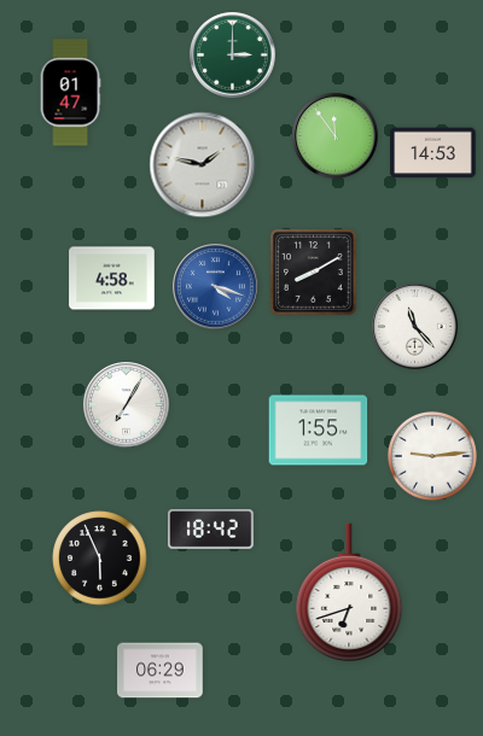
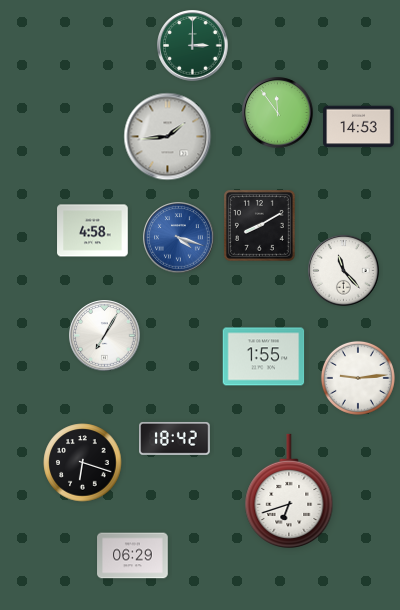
clock at (70, 93): 01:47 -> none
clock at (203, 165): 1:47 -> 1:44
clock at (100, 559): 5:56 -> 6:18
